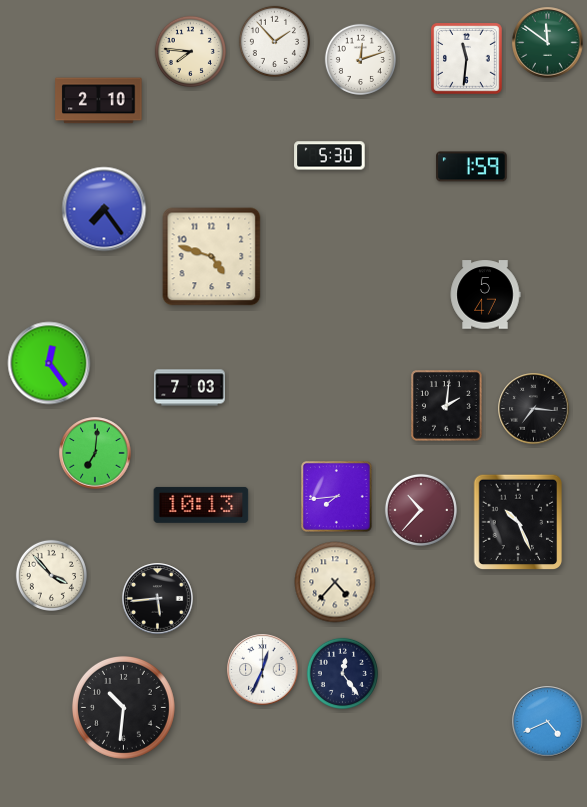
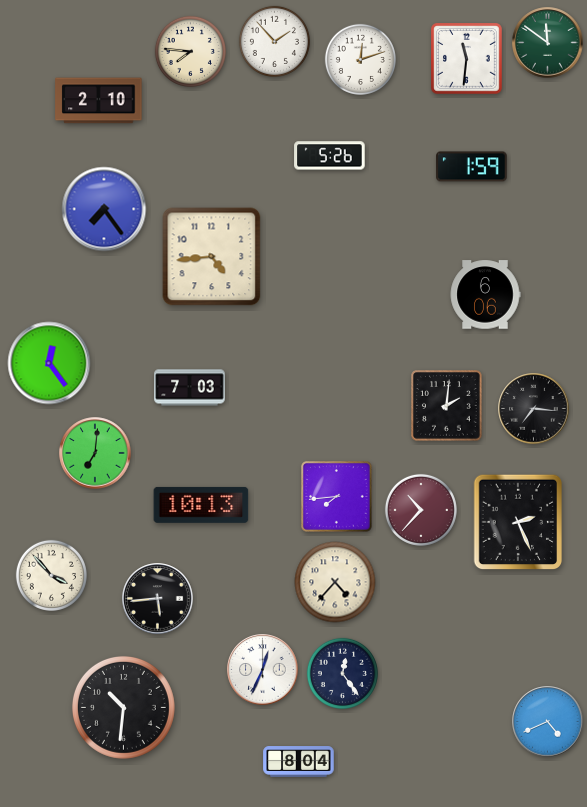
clock at (330, 156): 5:30 -> 5:26
clock at (212, 257): 4:48 -> 4:44
clock at (485, 295): 5:47 -> 6:06
clock at (518, 522): 10:26 -> 2:26
clock at (299, 762): none -> 8:04
